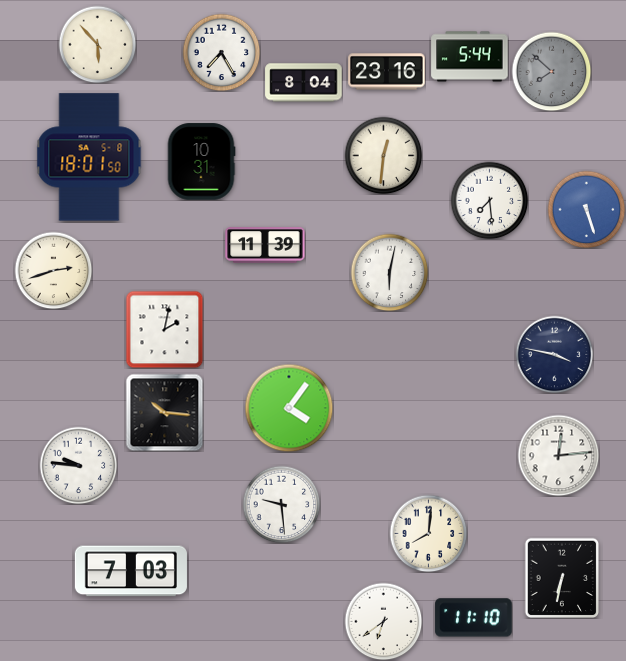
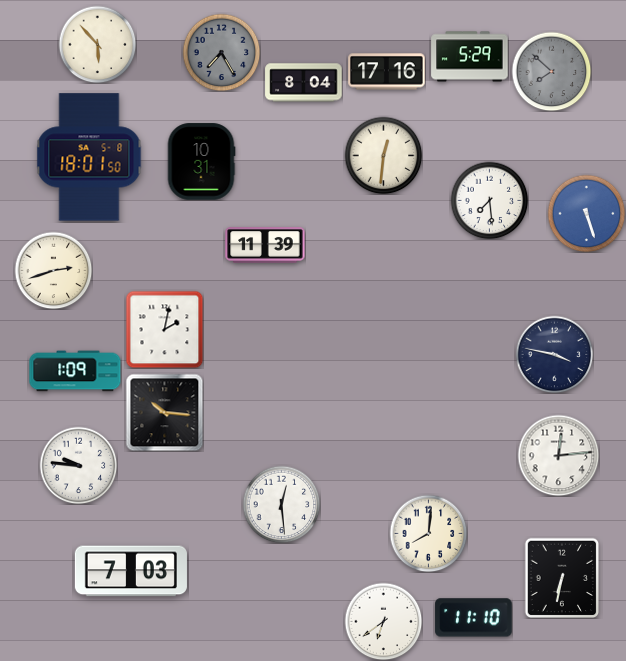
clock at (221, 52) dial: white -> grey
clock at (470, 57): 5:44 -> 5:29
clock at (387, 72): 23:16 -> 17:16
clock at (586, 209) position: (586, 209) -> (586, 213)
clock at (389, 272): 6:02 -> none
clock at (75, 371): none -> 1:09
clock at (289, 408): 4:06 -> none
clock at (281, 504): 9:29 -> 12:29
